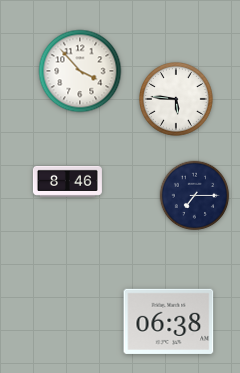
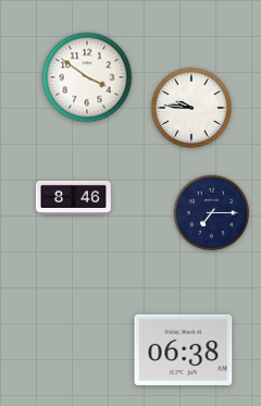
clock at (80, 71): 3:53 -> 3:51
clock at (177, 100): 5:46 -> 9:46
